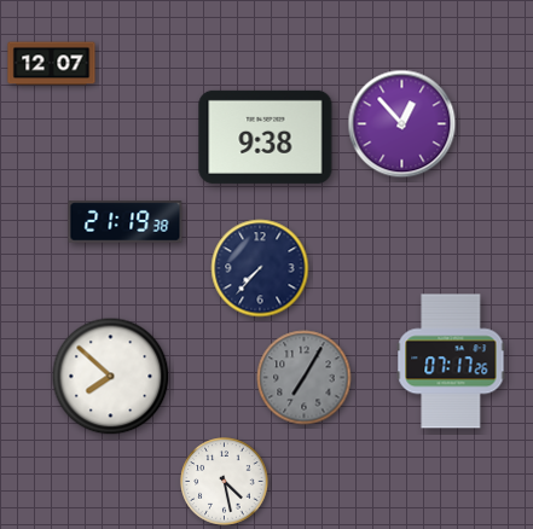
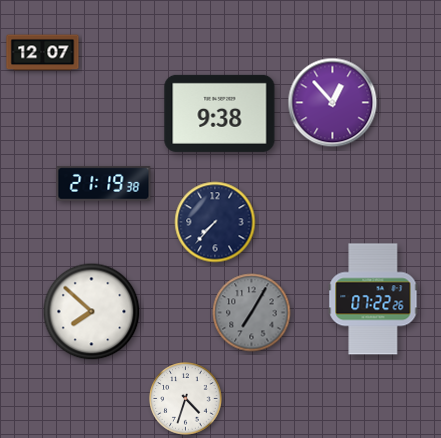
clock at (451, 361): 07:17 -> 07:22
clock at (225, 482): 4:28 -> 4:33
